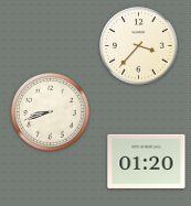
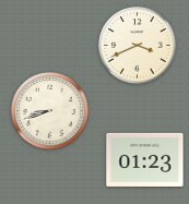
clock at (139, 46): 3:37 -> 3:41
clock at (147, 161): 01:20 -> 01:23
